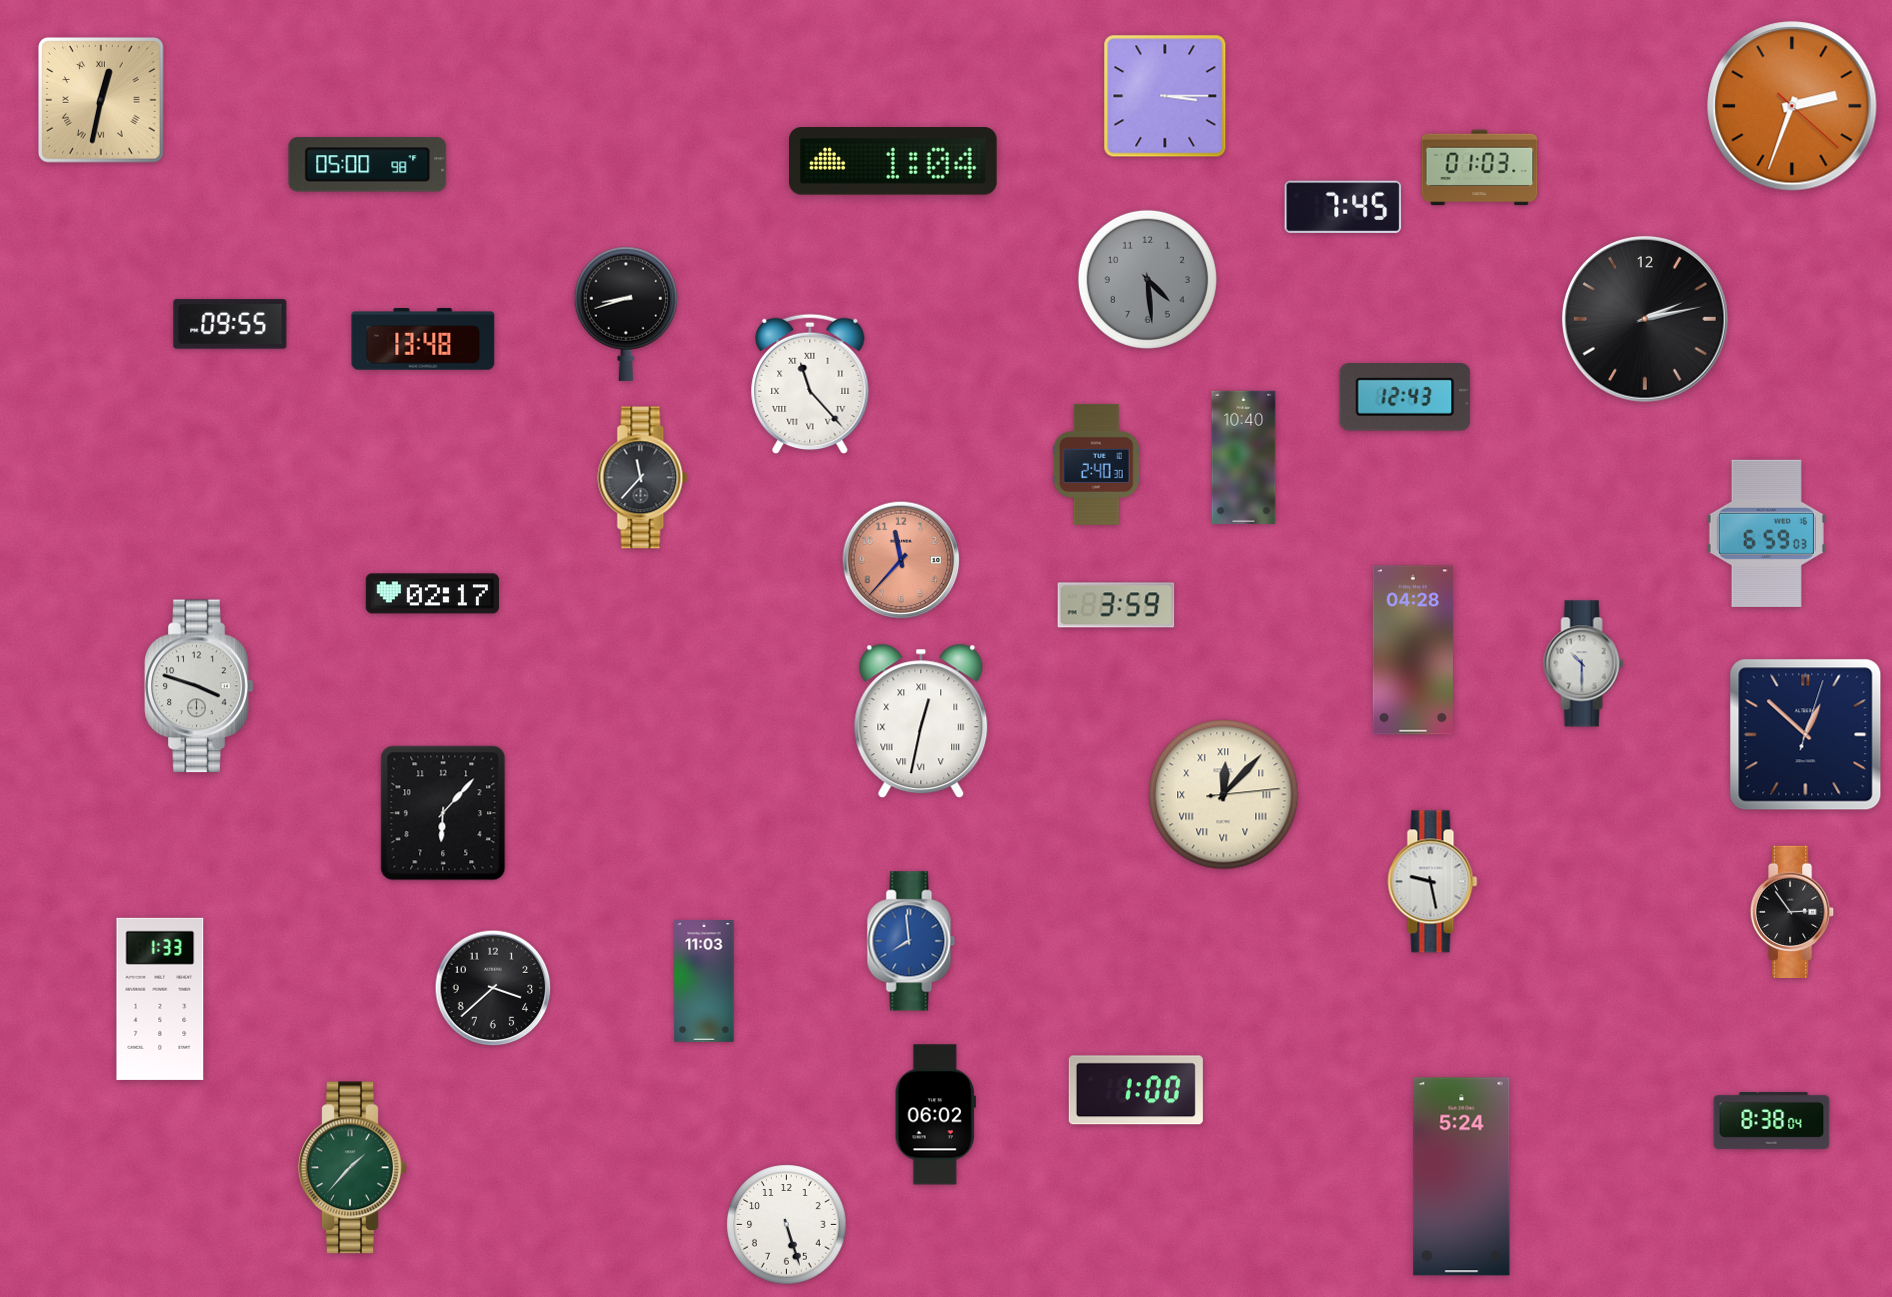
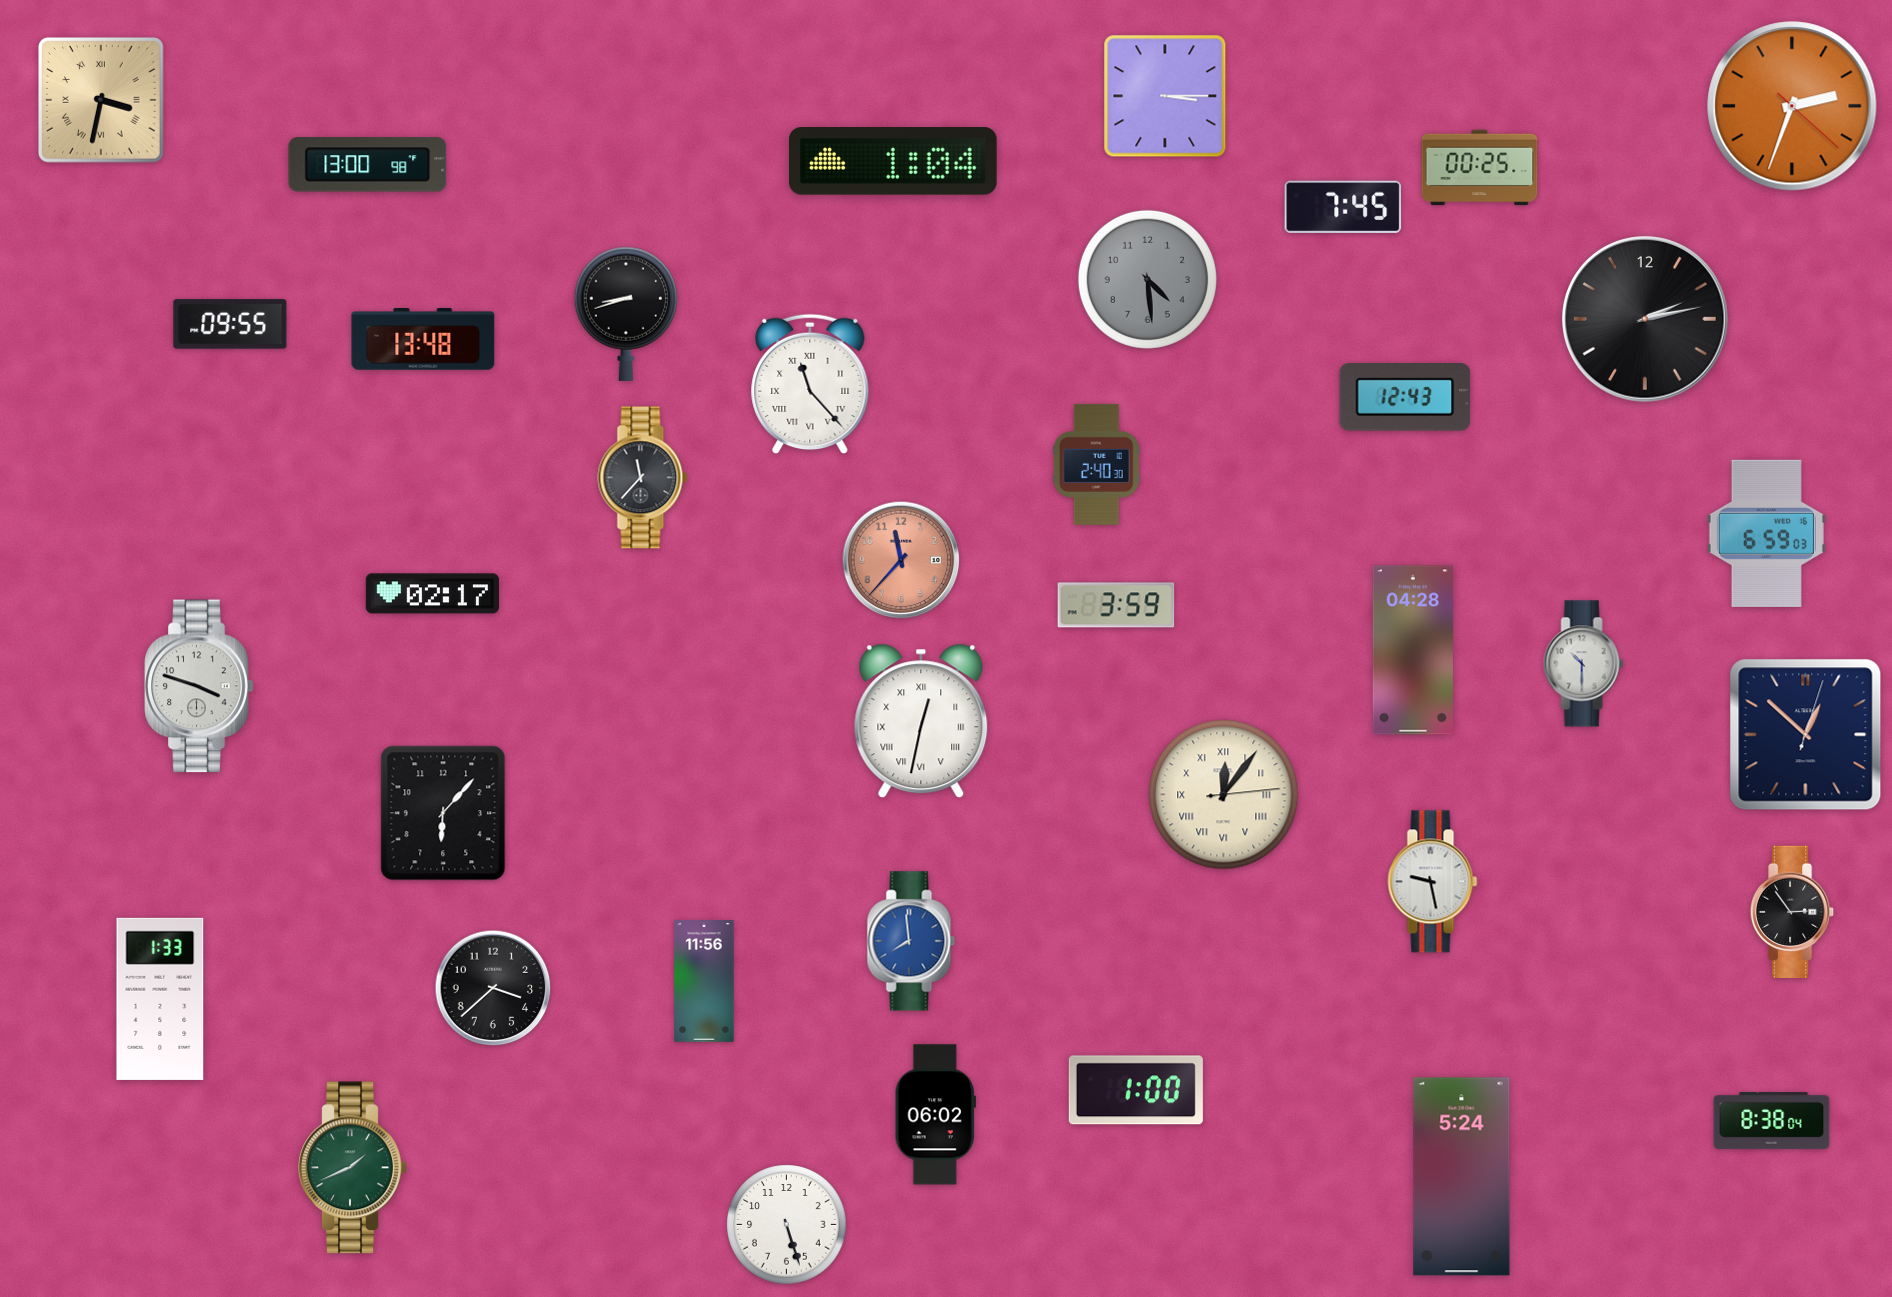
clock at (102, 101): 12:32 -> 3:32
clock at (368, 165): 05:00 -> 13:00
clock at (1480, 168): 01:03 -> 00:25
clock at (1244, 457): 10:40 -> none
clock at (1224, 795): 12:07 -> 12:06
clock at (704, 982): 11:03 -> 11:56
clock at (353, 1168): 1:37 -> 1:41
